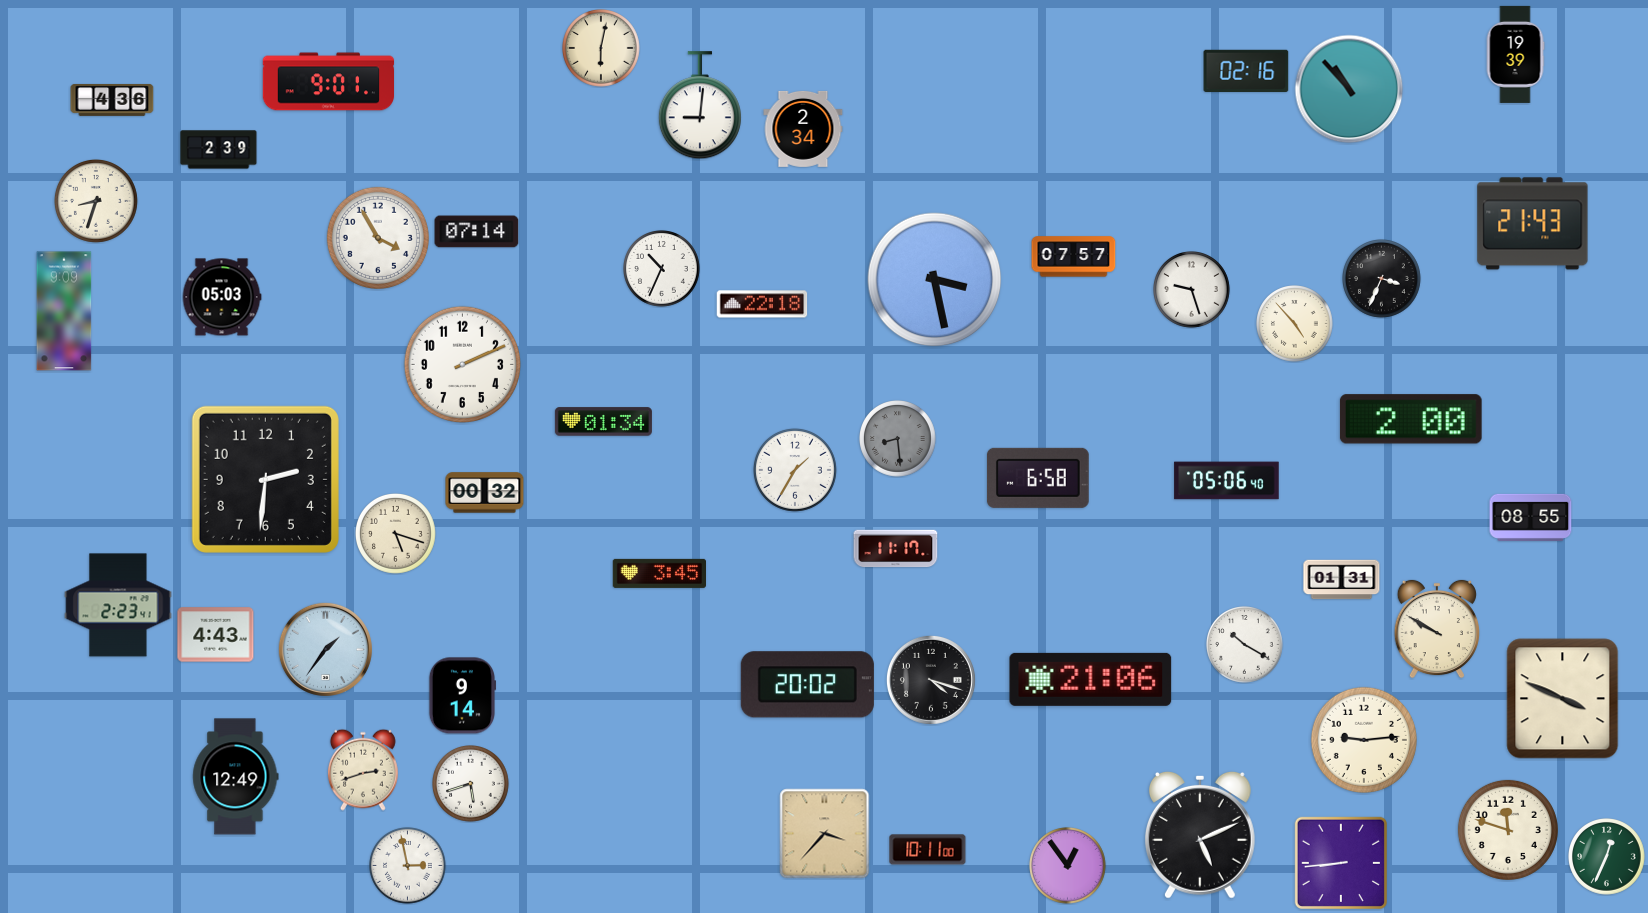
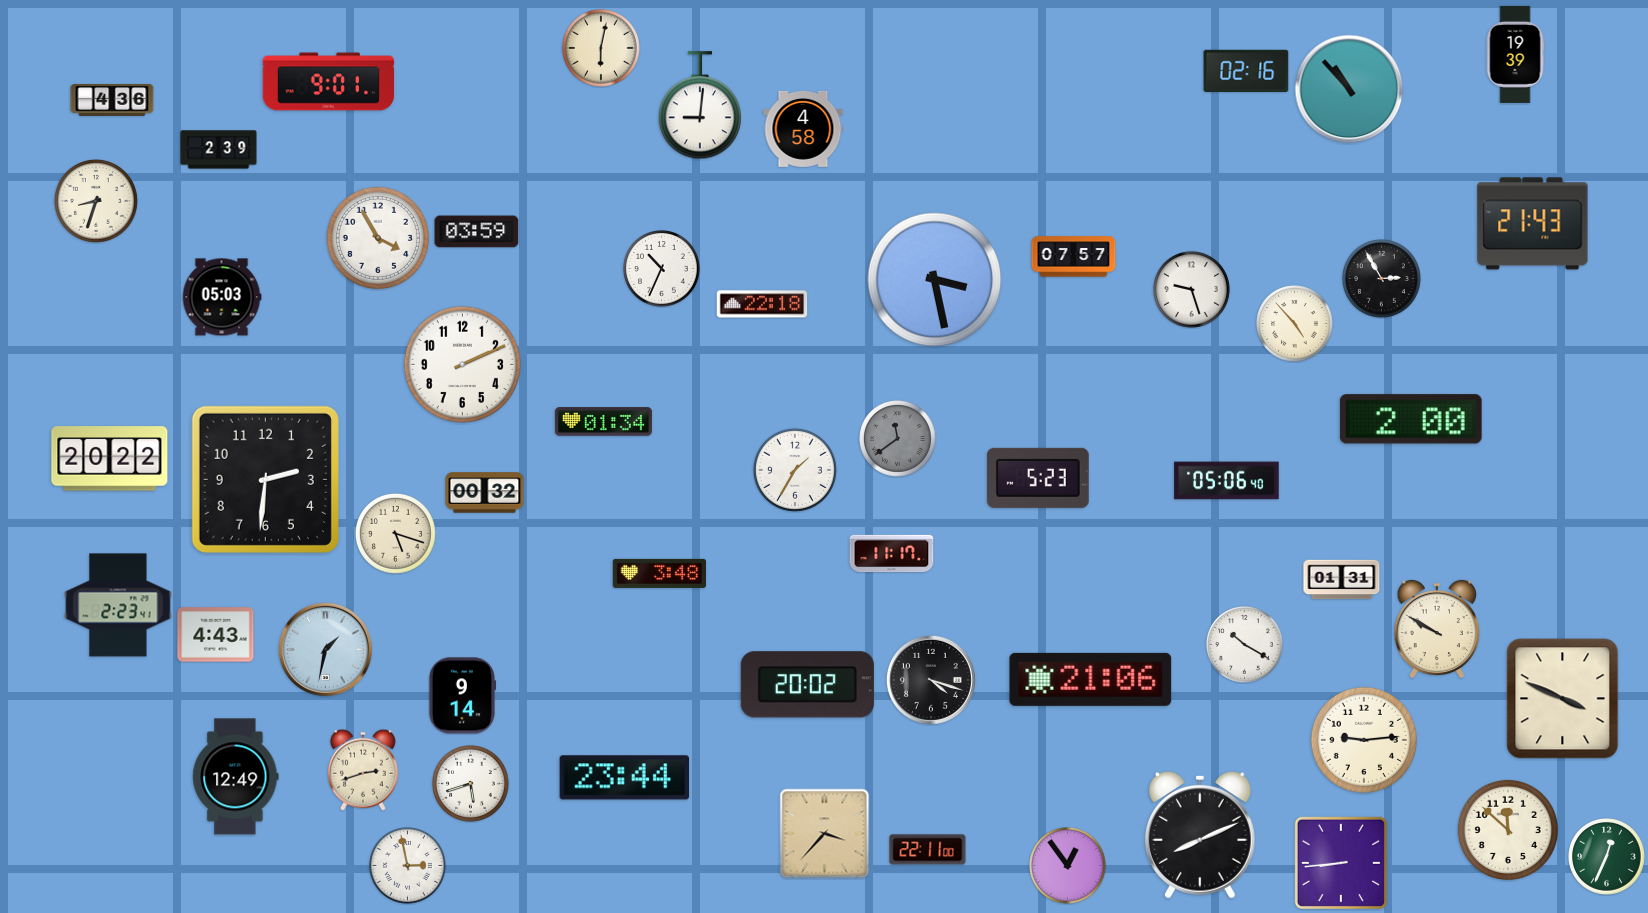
clock at (803, 129): 2:34 -> 4:58
clock at (477, 232): 07:14 -> 03:59
clock at (1382, 279): 3:34 -> 2:55
clock at (64, 311): 9:09 -> none
clock at (898, 439): 8:29 -> 11:39
clock at (110, 459): none -> 20:22
clock at (1038, 478): 6:58 -> 5:23
clock at (1531, 517): 08:55 -> none
clock at (896, 549) position: (896, 549) -> (892, 554)
clock at (659, 573): 3:45 -> 3:48
clock at (325, 649): 1:36 -> 1:32
clock at (624, 778): none -> 23:44
clock at (1508, 830): 11:48 -> 11:52
clock at (1200, 835): 5:11 -> 8:11
clock at (928, 850): 10:11 -> 22:11
